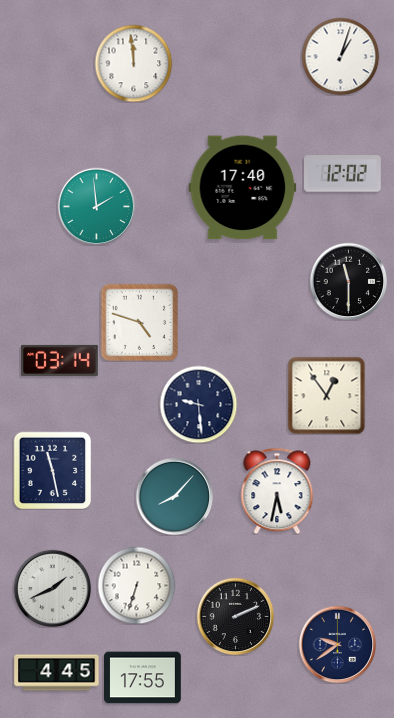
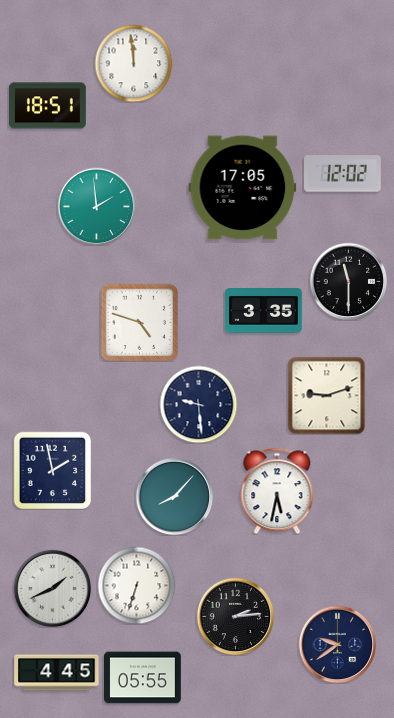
clock at (340, 56): 1:03 -> none
clock at (48, 106): none -> 18:51
clock at (243, 188): 17:40 -> 17:05
clock at (264, 311): none -> 3:35
clock at (60, 360): 03:14 -> none
clock at (326, 395): 12:54 -> 9:12
clock at (52, 470): 11:28 -> 1:58
clock at (235, 616): 2:11 -> 2:14
clock at (143, 678): 17:55 -> 05:55
